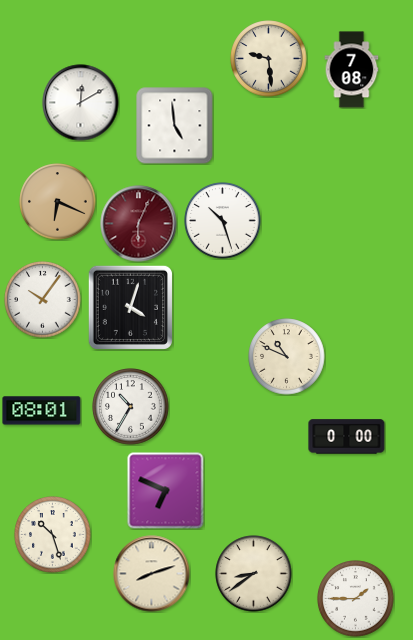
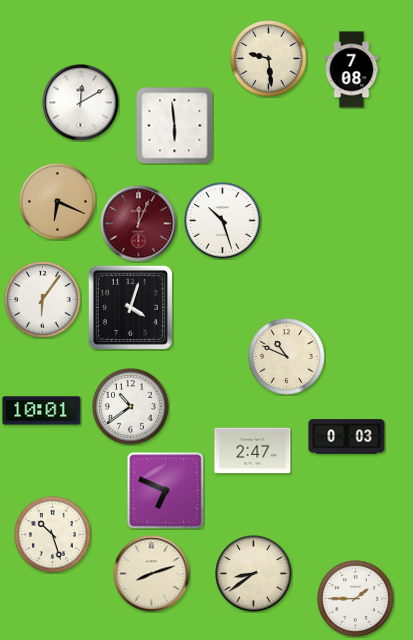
clock at (175, 126): 4:59 -> 5:59
clock at (139, 224): 6:04 -> 12:04
clock at (43, 300): 10:06 -> 6:06
clock at (131, 407): 10:35 -> 10:39
clock at (42, 411): 08:01 -> 10:01
clock at (347, 437): 0:00 -> 0:03
clock at (253, 451): none -> 2:47
